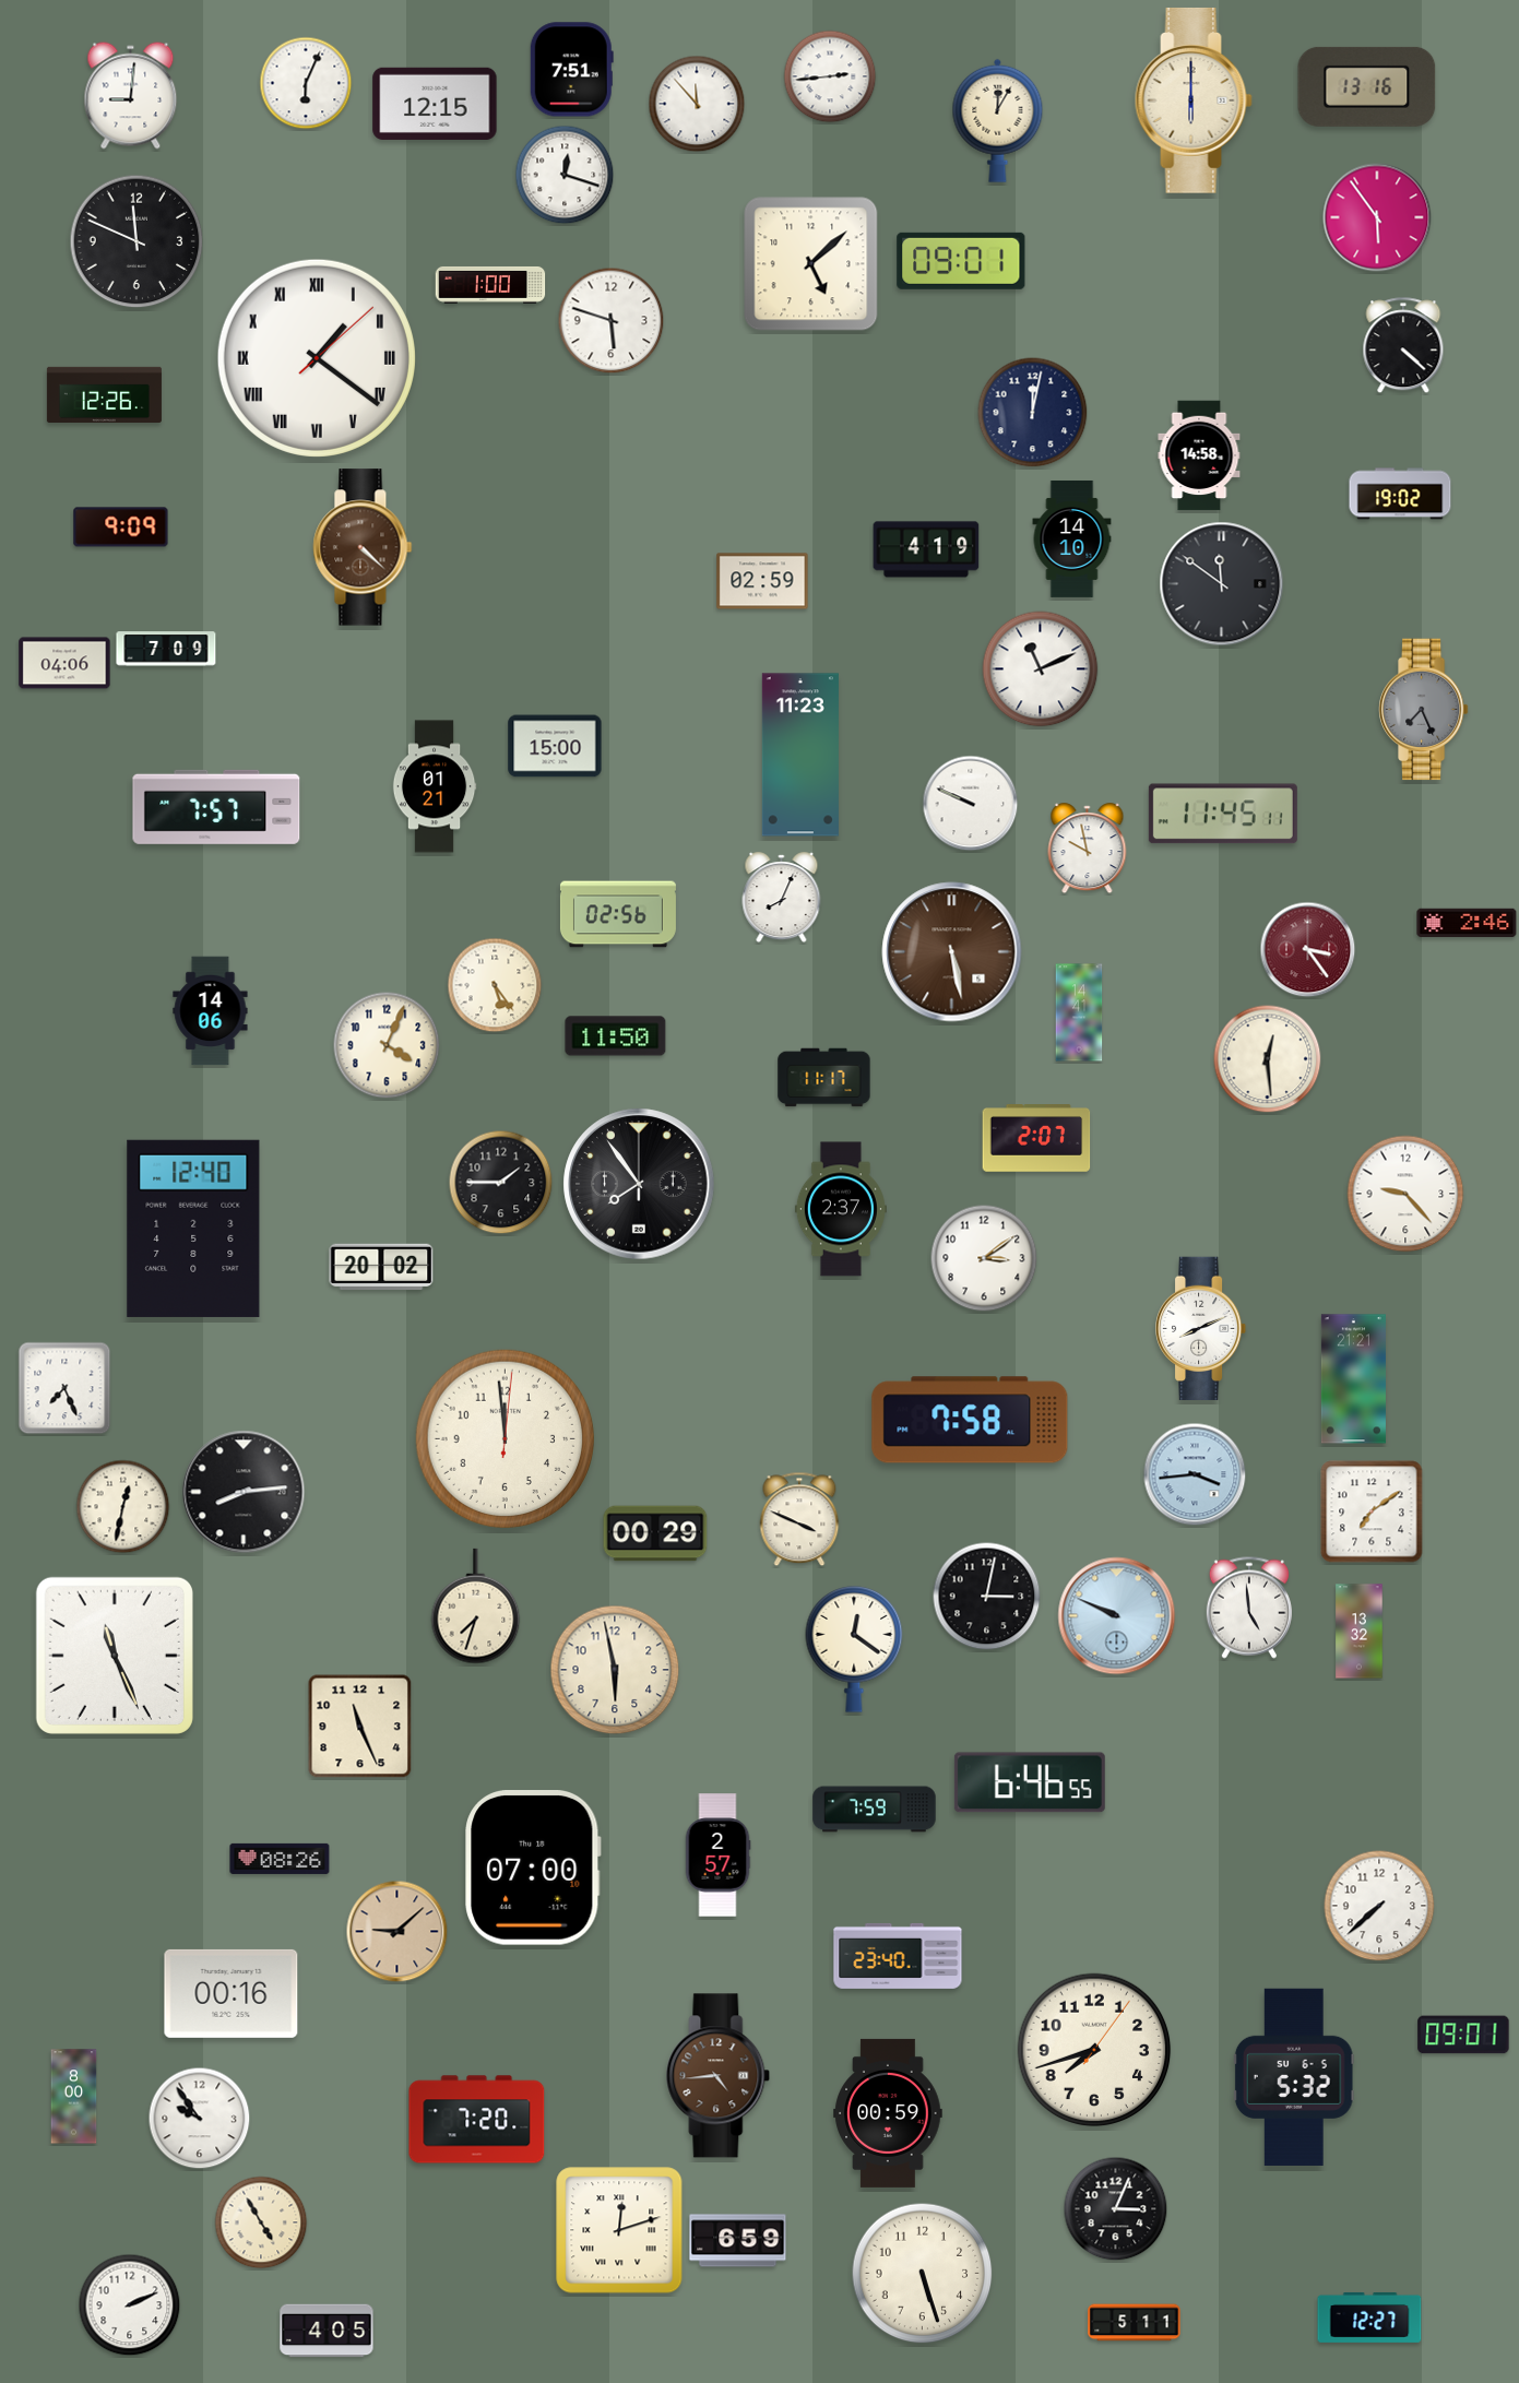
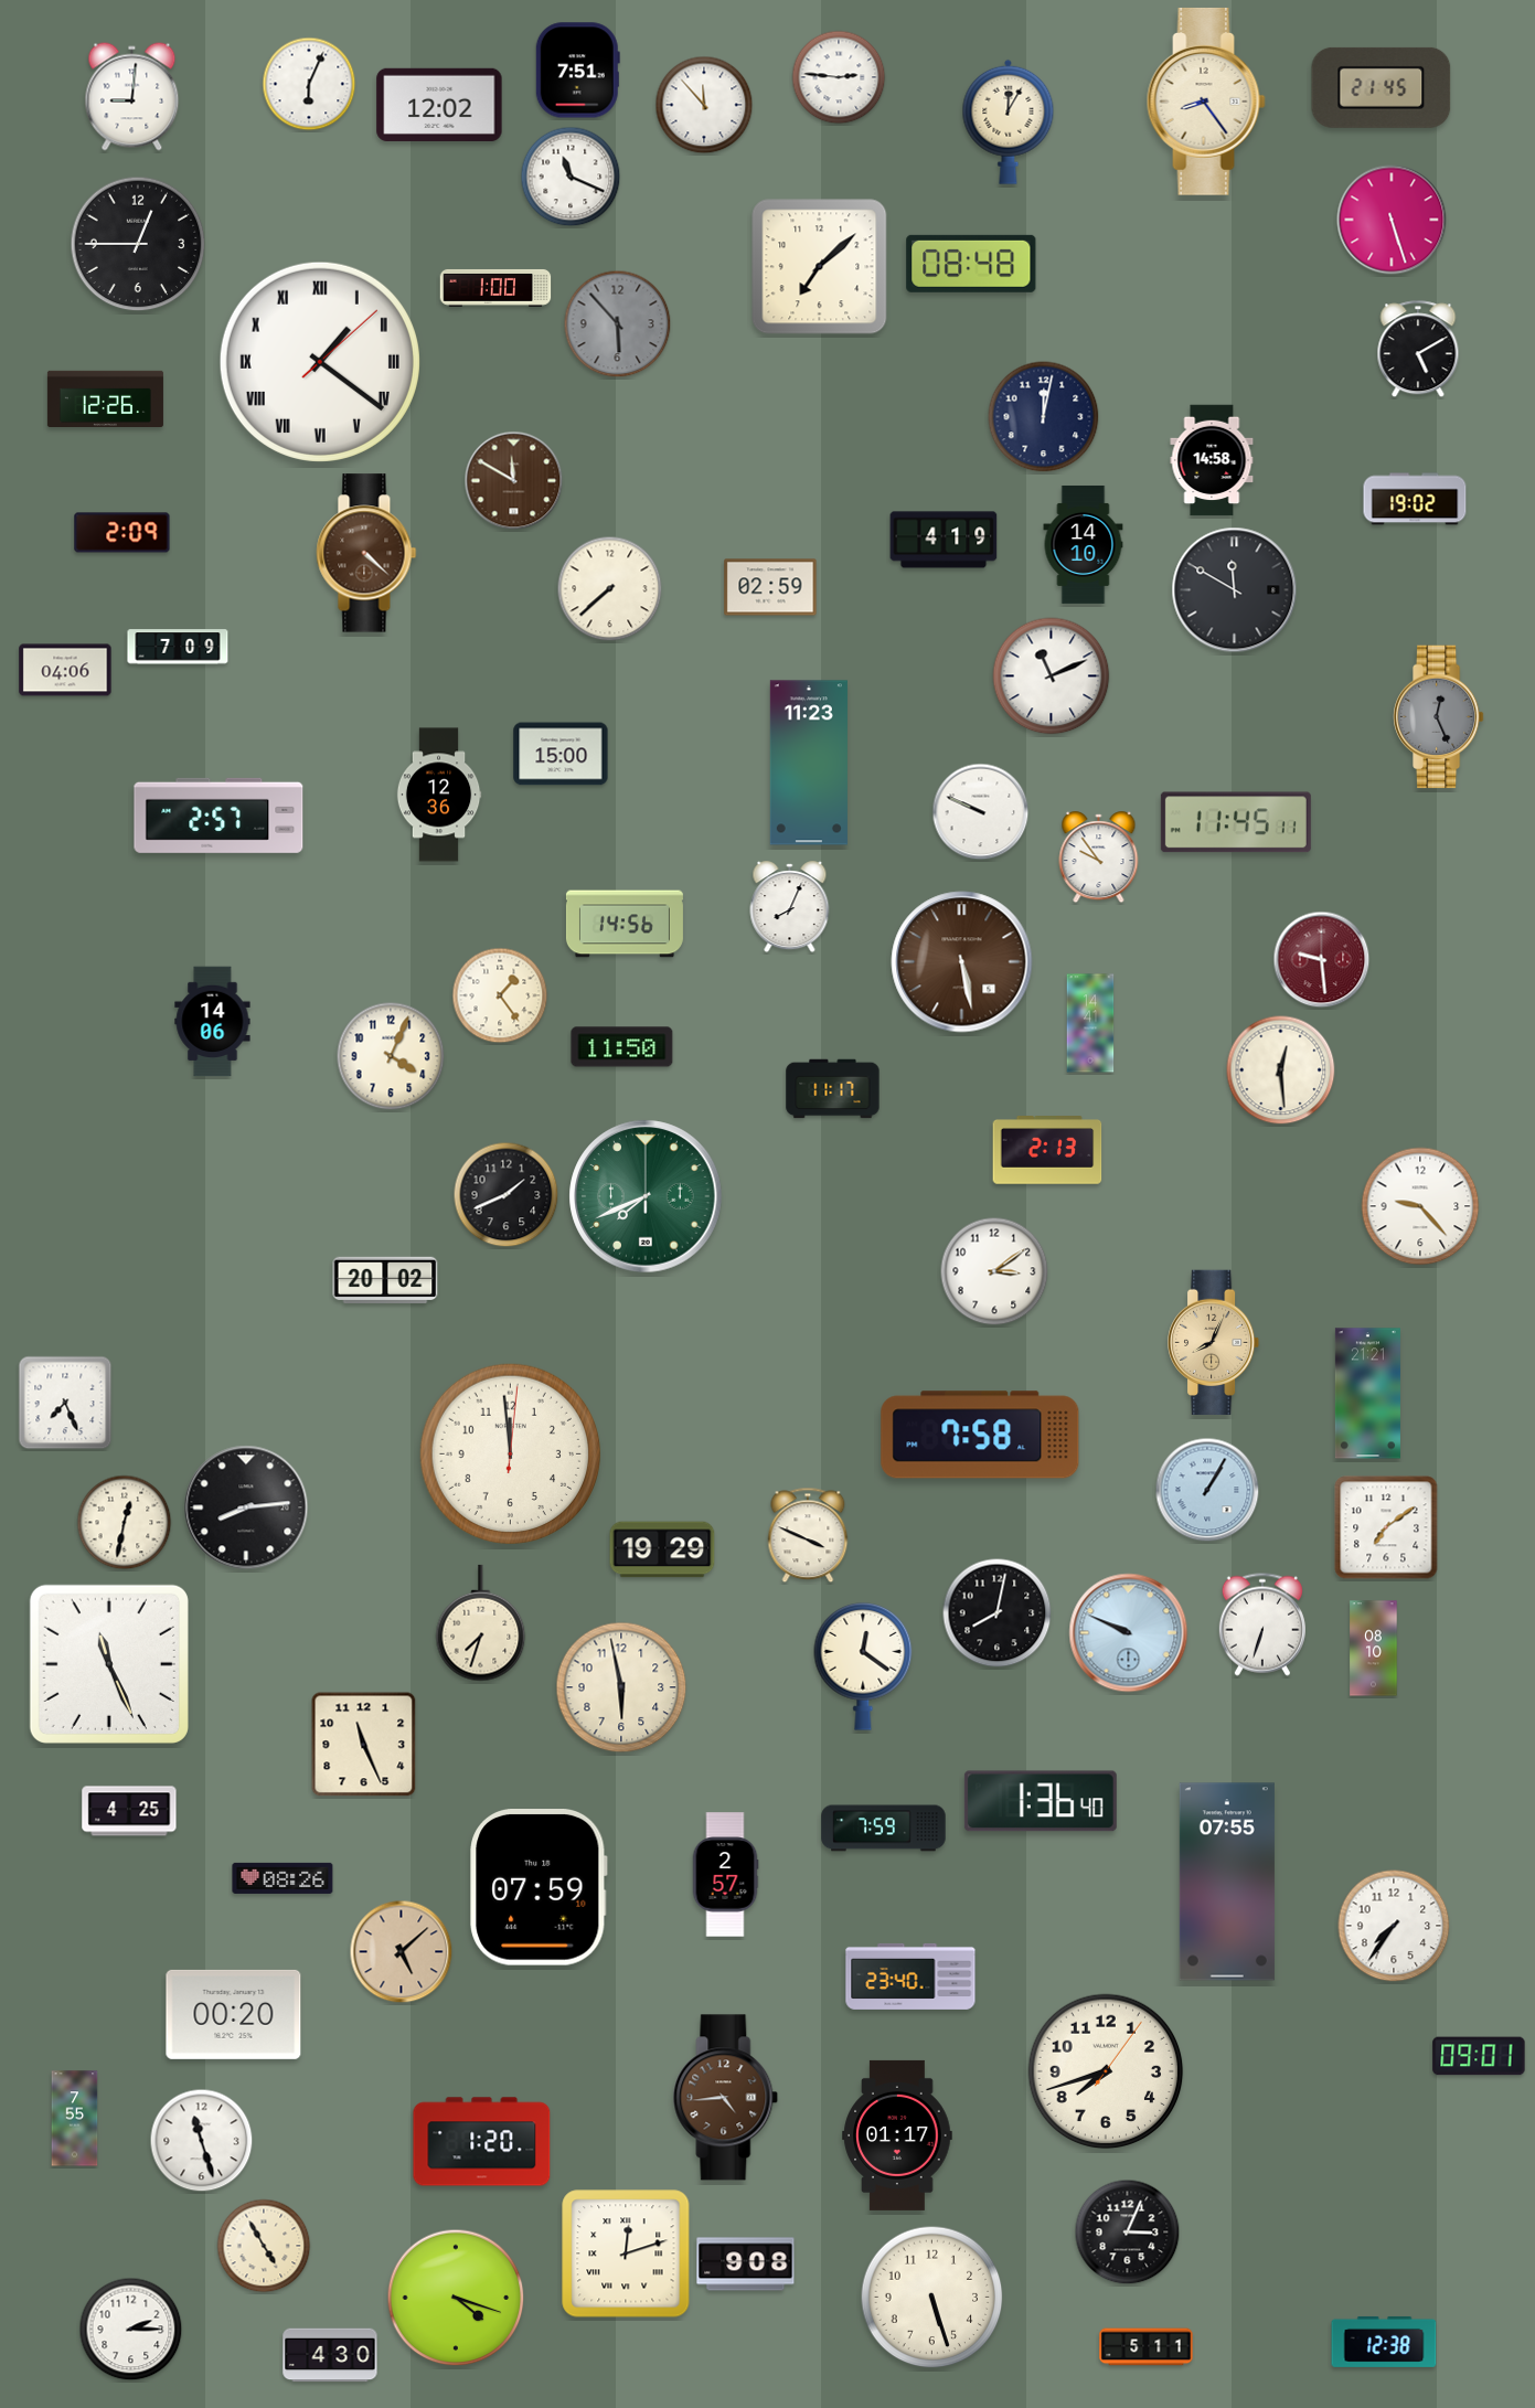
clock at (830, 76): 2:44 -> 2:46
clock at (1367, 86): 13:16 -> 21:45
clock at (1194, 100): 6:00 -> 8:24
clock at (435, 104): 12:15 -> 12:02
clock at (565, 175): 12:18 -> 11:19
clock at (1377, 217): 5:54 -> 5:27
clock at (137, 241): 11:49 -> 12:45
clock at (961, 261): 09:01 -> 08:48
clock at (811, 264): 5:08 -> 7:08
clock at (612, 321): 5:48 -> 5:53
clock at (612, 321) dial: white -> grey
clock at (1403, 346): 4:22 -> 5:10
clock at (514, 481): none -> 11:50
clock at (121, 527): 9:09 -> 2:09
clock at (926, 549) position: (926, 549) -> (944, 540)
clock at (610, 589): none -> 7:38
clock at (1222, 584): 11:51 -> 11:50
clock at (166, 649) position: (166, 649) -> (178, 647)
clock at (1423, 710): 7:26 -> 12:26
clock at (435, 786): 01:21 -> 12:36
clock at (216, 807): 7:57 -> 2:57
clock at (1088, 849): 9:58 -> 9:54
clock at (618, 914): 02:56 -> 14:56
clock at (1467, 922): 2:46 -> none
clock at (1308, 950): 3:24 -> 9:29
clock at (495, 985): 5:24 -> 1:24
clock at (1036, 1139): 2:07 -> 2:13
clock at (501, 1183): 1:45 -> 1:41
clock at (639, 1184): 7:54 -> 7:41
clock at (639, 1184) dial: black -> green
clock at (841, 1209): 2:37 -> none
clock at (193, 1229): 12:40 -> none
clock at (1202, 1329): 8:11 -> 8:04
clock at (1202, 1329) dial: white -> champagne
clock at (1195, 1474): 3:44 -> 1:05
clock at (655, 1533): 00:29 -> 19:29
clock at (987, 1597): 3:02 -> 8:02
clock at (1249, 1608): 4:59 -> 6:33
clock at (1360, 1632): 13:32 -> 08:10
clock at (115, 1656) position: (115, 1656) -> (109, 1664)
clock at (1030, 1782): 6:46 -> 1:36
clock at (129, 1811): none -> 4:25
clock at (1227, 1882): none -> 07:55
clock at (533, 1869): 07:00 -> 07:59
clock at (1379, 1906): 7:38 -> 7:36
clock at (397, 1932): 9:08 -> 5:08
clock at (898, 1956) position: (898, 1956) -> (910, 1977)
clock at (232, 1993): 00:16 -> 00:20
clock at (1294, 2077): 5:32 -> none
clock at (74, 2097): 8:00 -> 7:55
clock at (888, 2113): 00:59 -> 01:17
clock at (200, 2119): 9:54 -> 11:27
clock at (477, 2120): 7:20 -> 1:20
clock at (738, 2241): 6:59 -> 9:08
clock at (456, 2298): none -> 4:18
clock at (130, 2305): 2:11 -> 2:15
clock at (1369, 2317): 12:27 -> 12:38
clock at (327, 2331): 4:05 -> 4:30
